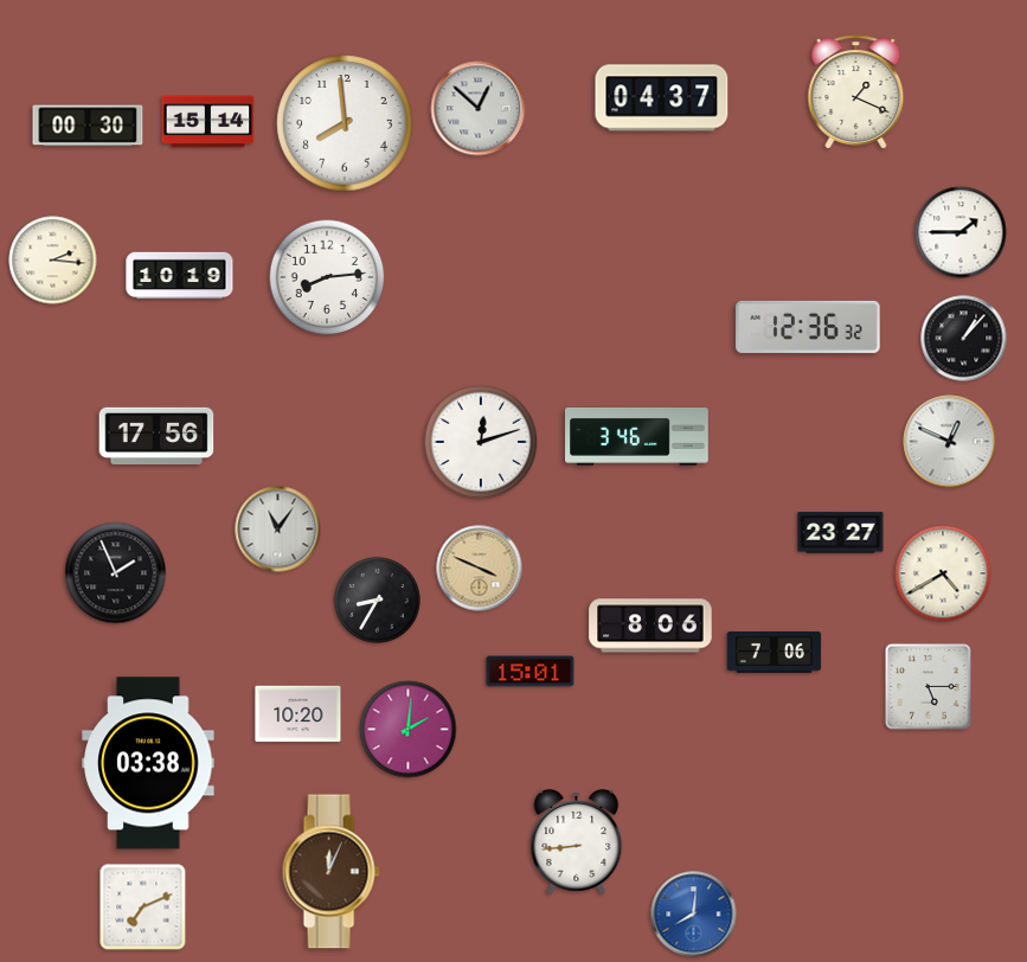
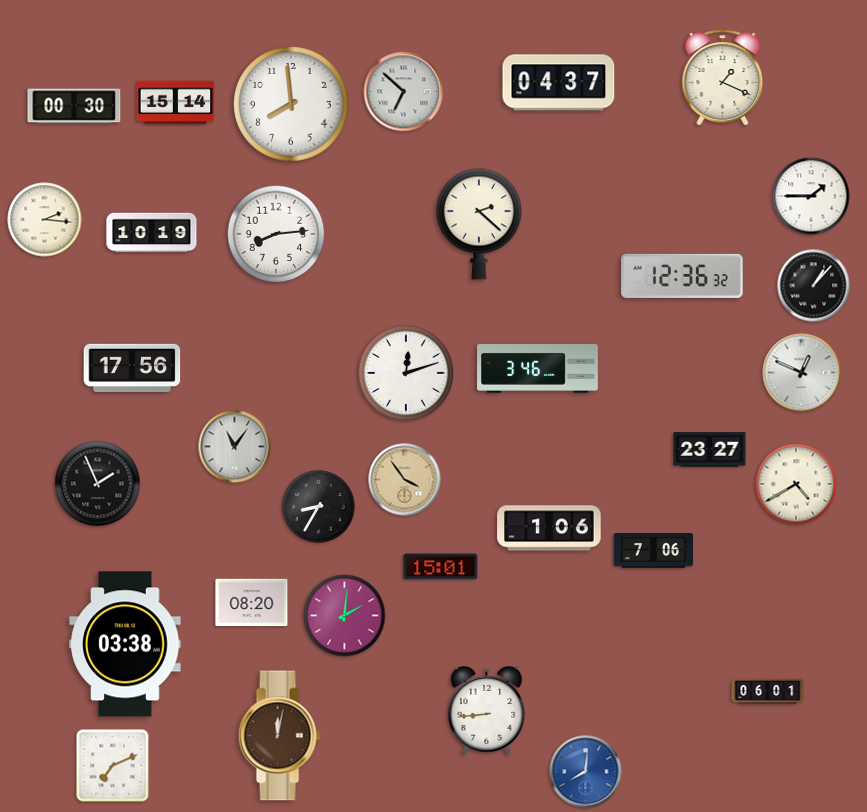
clock at (479, 109): 12:52 -> 6:52
clock at (480, 224): none -> 2:22
clock at (480, 569): 3:49 -> 3:54
clock at (650, 626): 8:06 -> 1:06
clock at (531, 672) position: (531, 672) -> (441, 567)
clock at (929, 687): 5:15 -> none
clock at (299, 714): 10:20 -> 08:20
clock at (768, 691): none -> 06:01
clock at (330, 872): 12:04 -> 12:02
clock at (143, 908) position: (143, 908) -> (113, 766)
